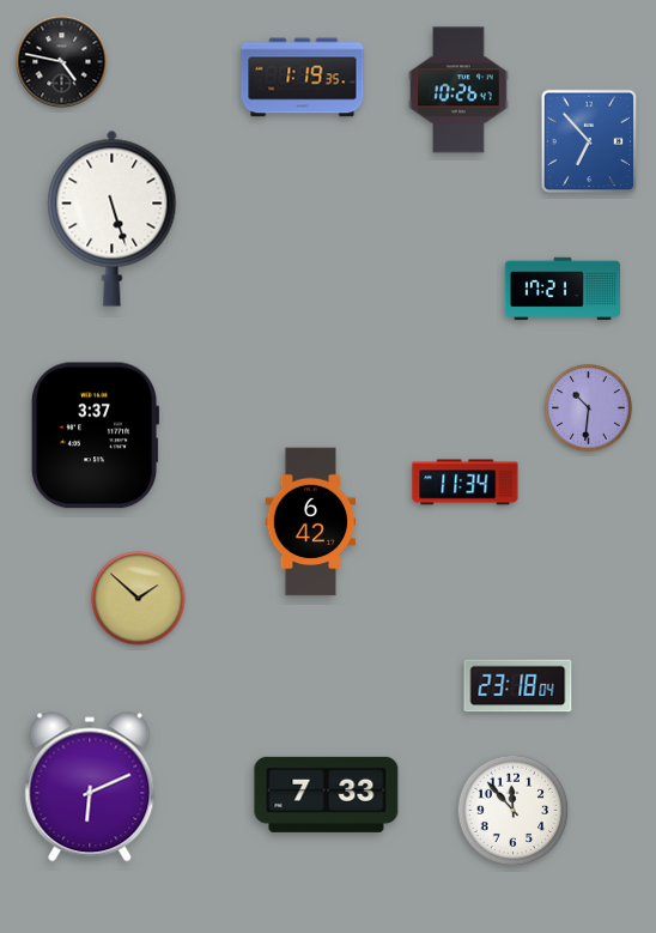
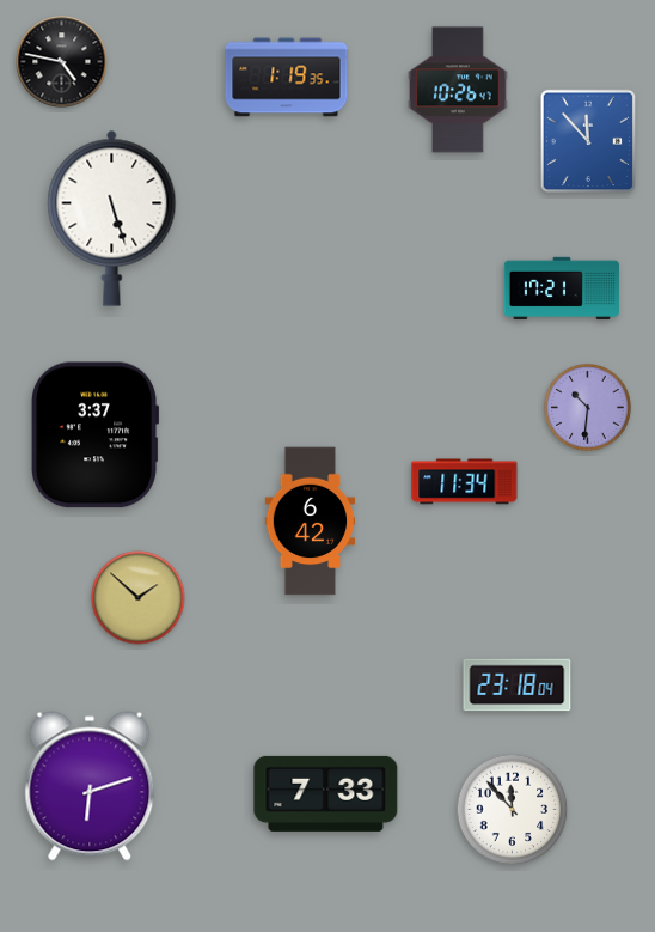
clock at (303, 78) position: (303, 78) -> (287, 78)
clock at (589, 141): 6:53 -> 11:53
clock at (90, 787): 6:11 -> 6:12
